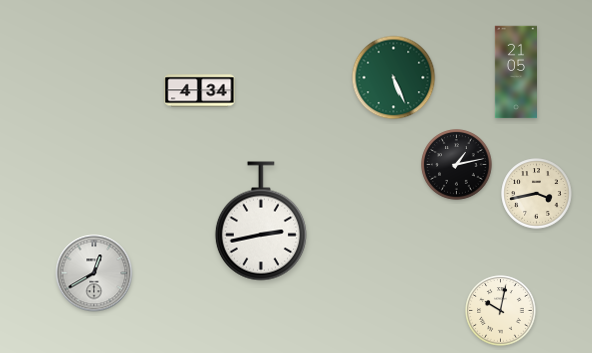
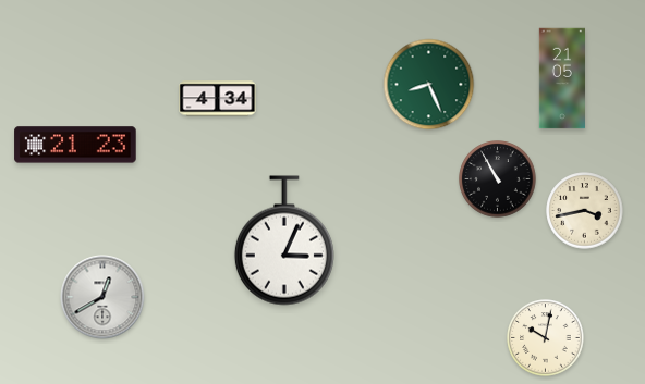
clock at (394, 78): 5:26 -> 8:26
clock at (75, 145): none -> 21:23
clock at (457, 165): 1:13 -> 10:55
clock at (261, 221): 2:43 -> 3:04
